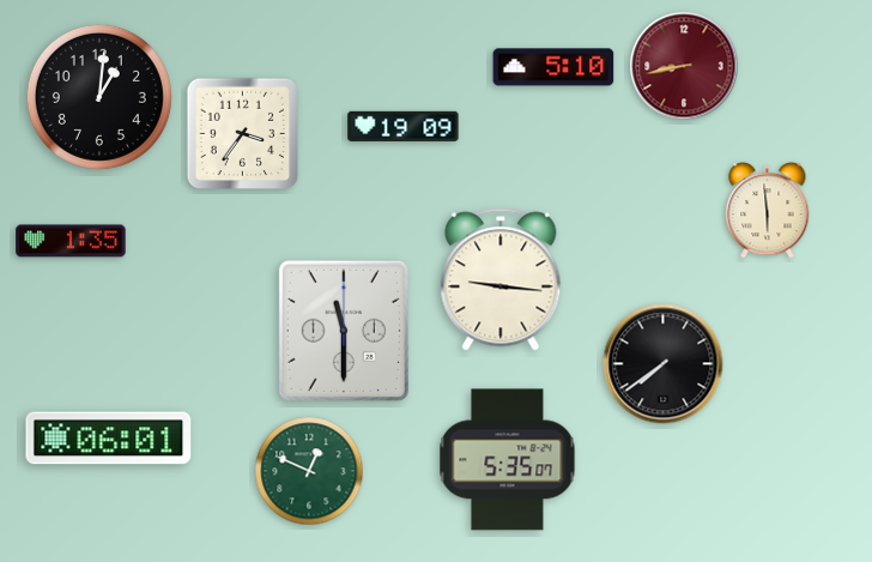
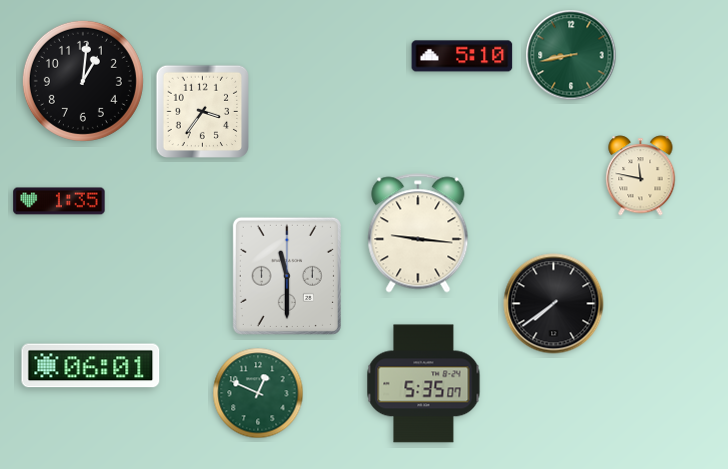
clock at (684, 66) dial: burgundy -> green
clock at (404, 126): 19:09 -> none
clock at (768, 211): 5:59 -> 11:47
